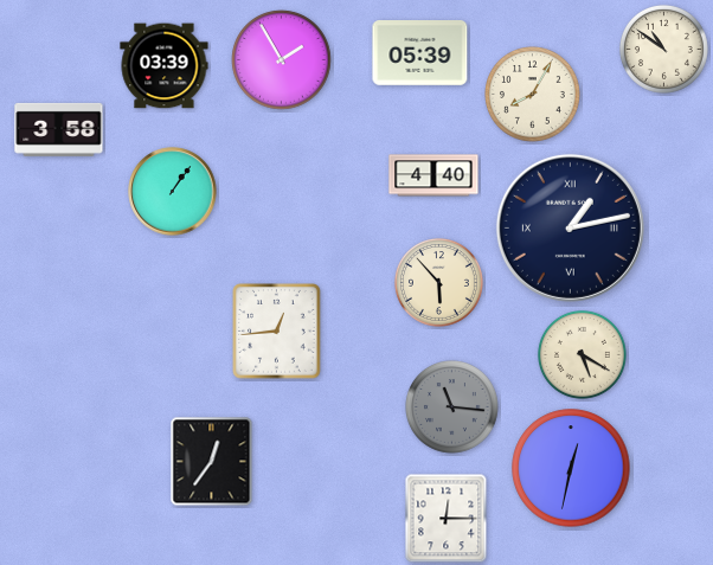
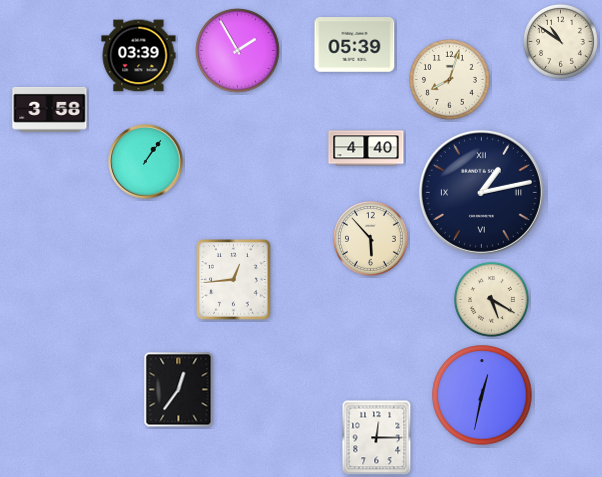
clock at (533, 95): 8:05 -> 8:03
clock at (452, 407): 11:16 -> none
